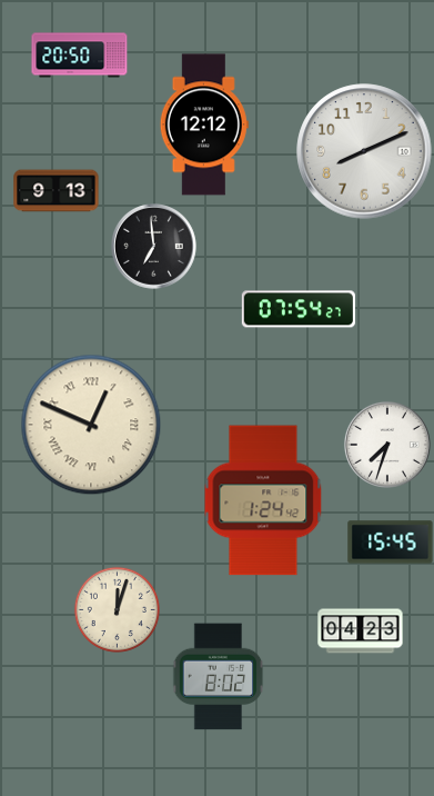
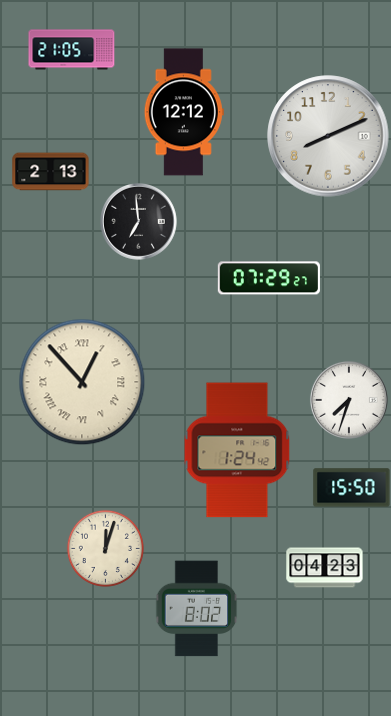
clock at (80, 56): 20:50 -> 21:05
clock at (57, 191): 9:13 -> 2:13
clock at (299, 309): 07:54 -> 07:29
clock at (91, 425): 12:49 -> 12:53
clock at (391, 543): 15:45 -> 15:50
